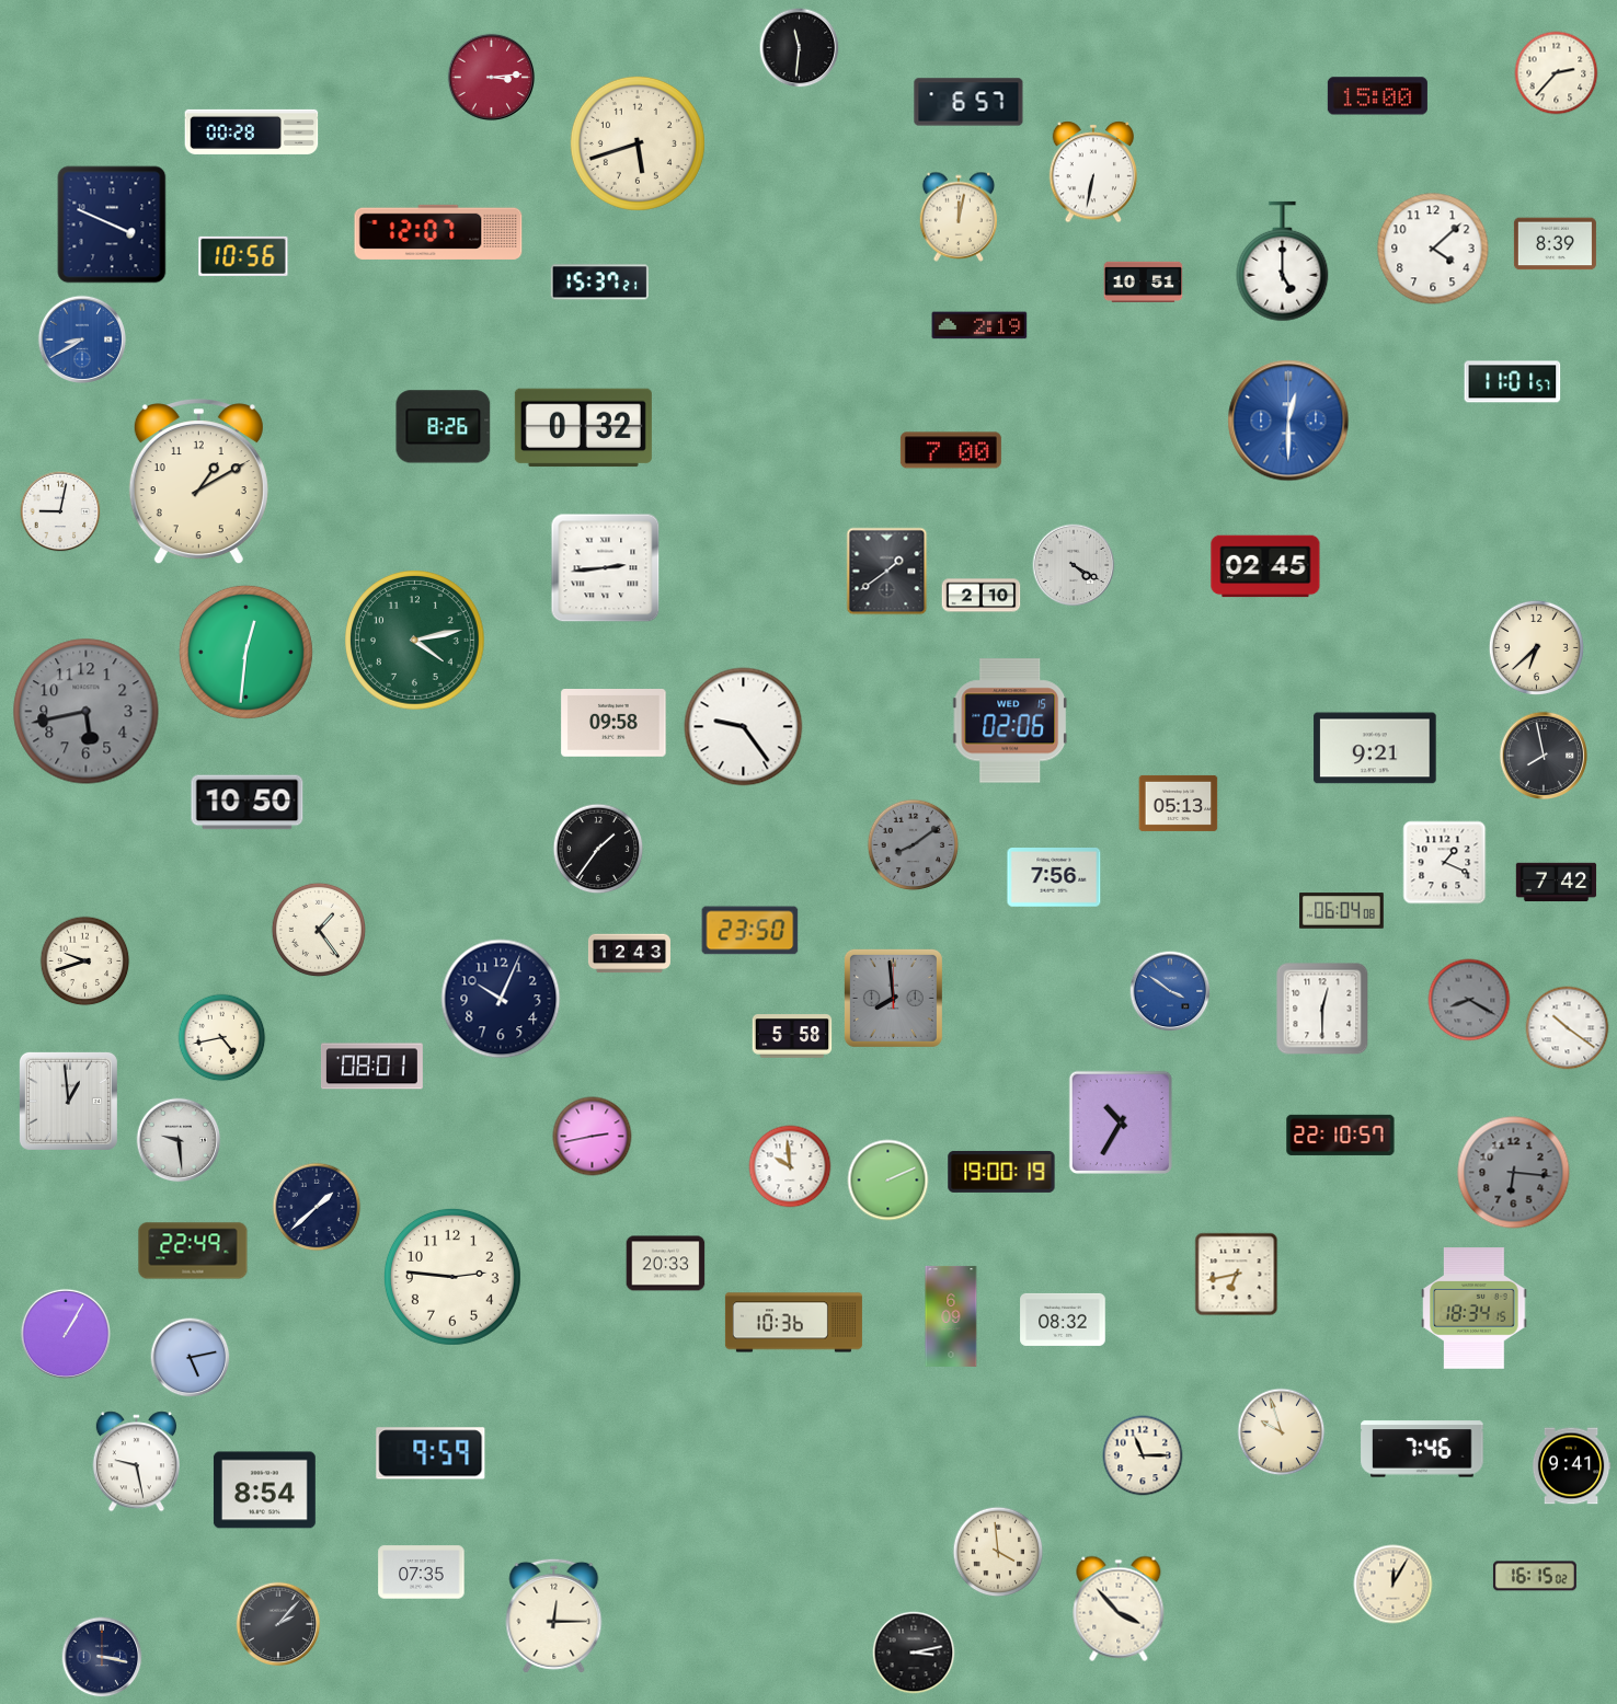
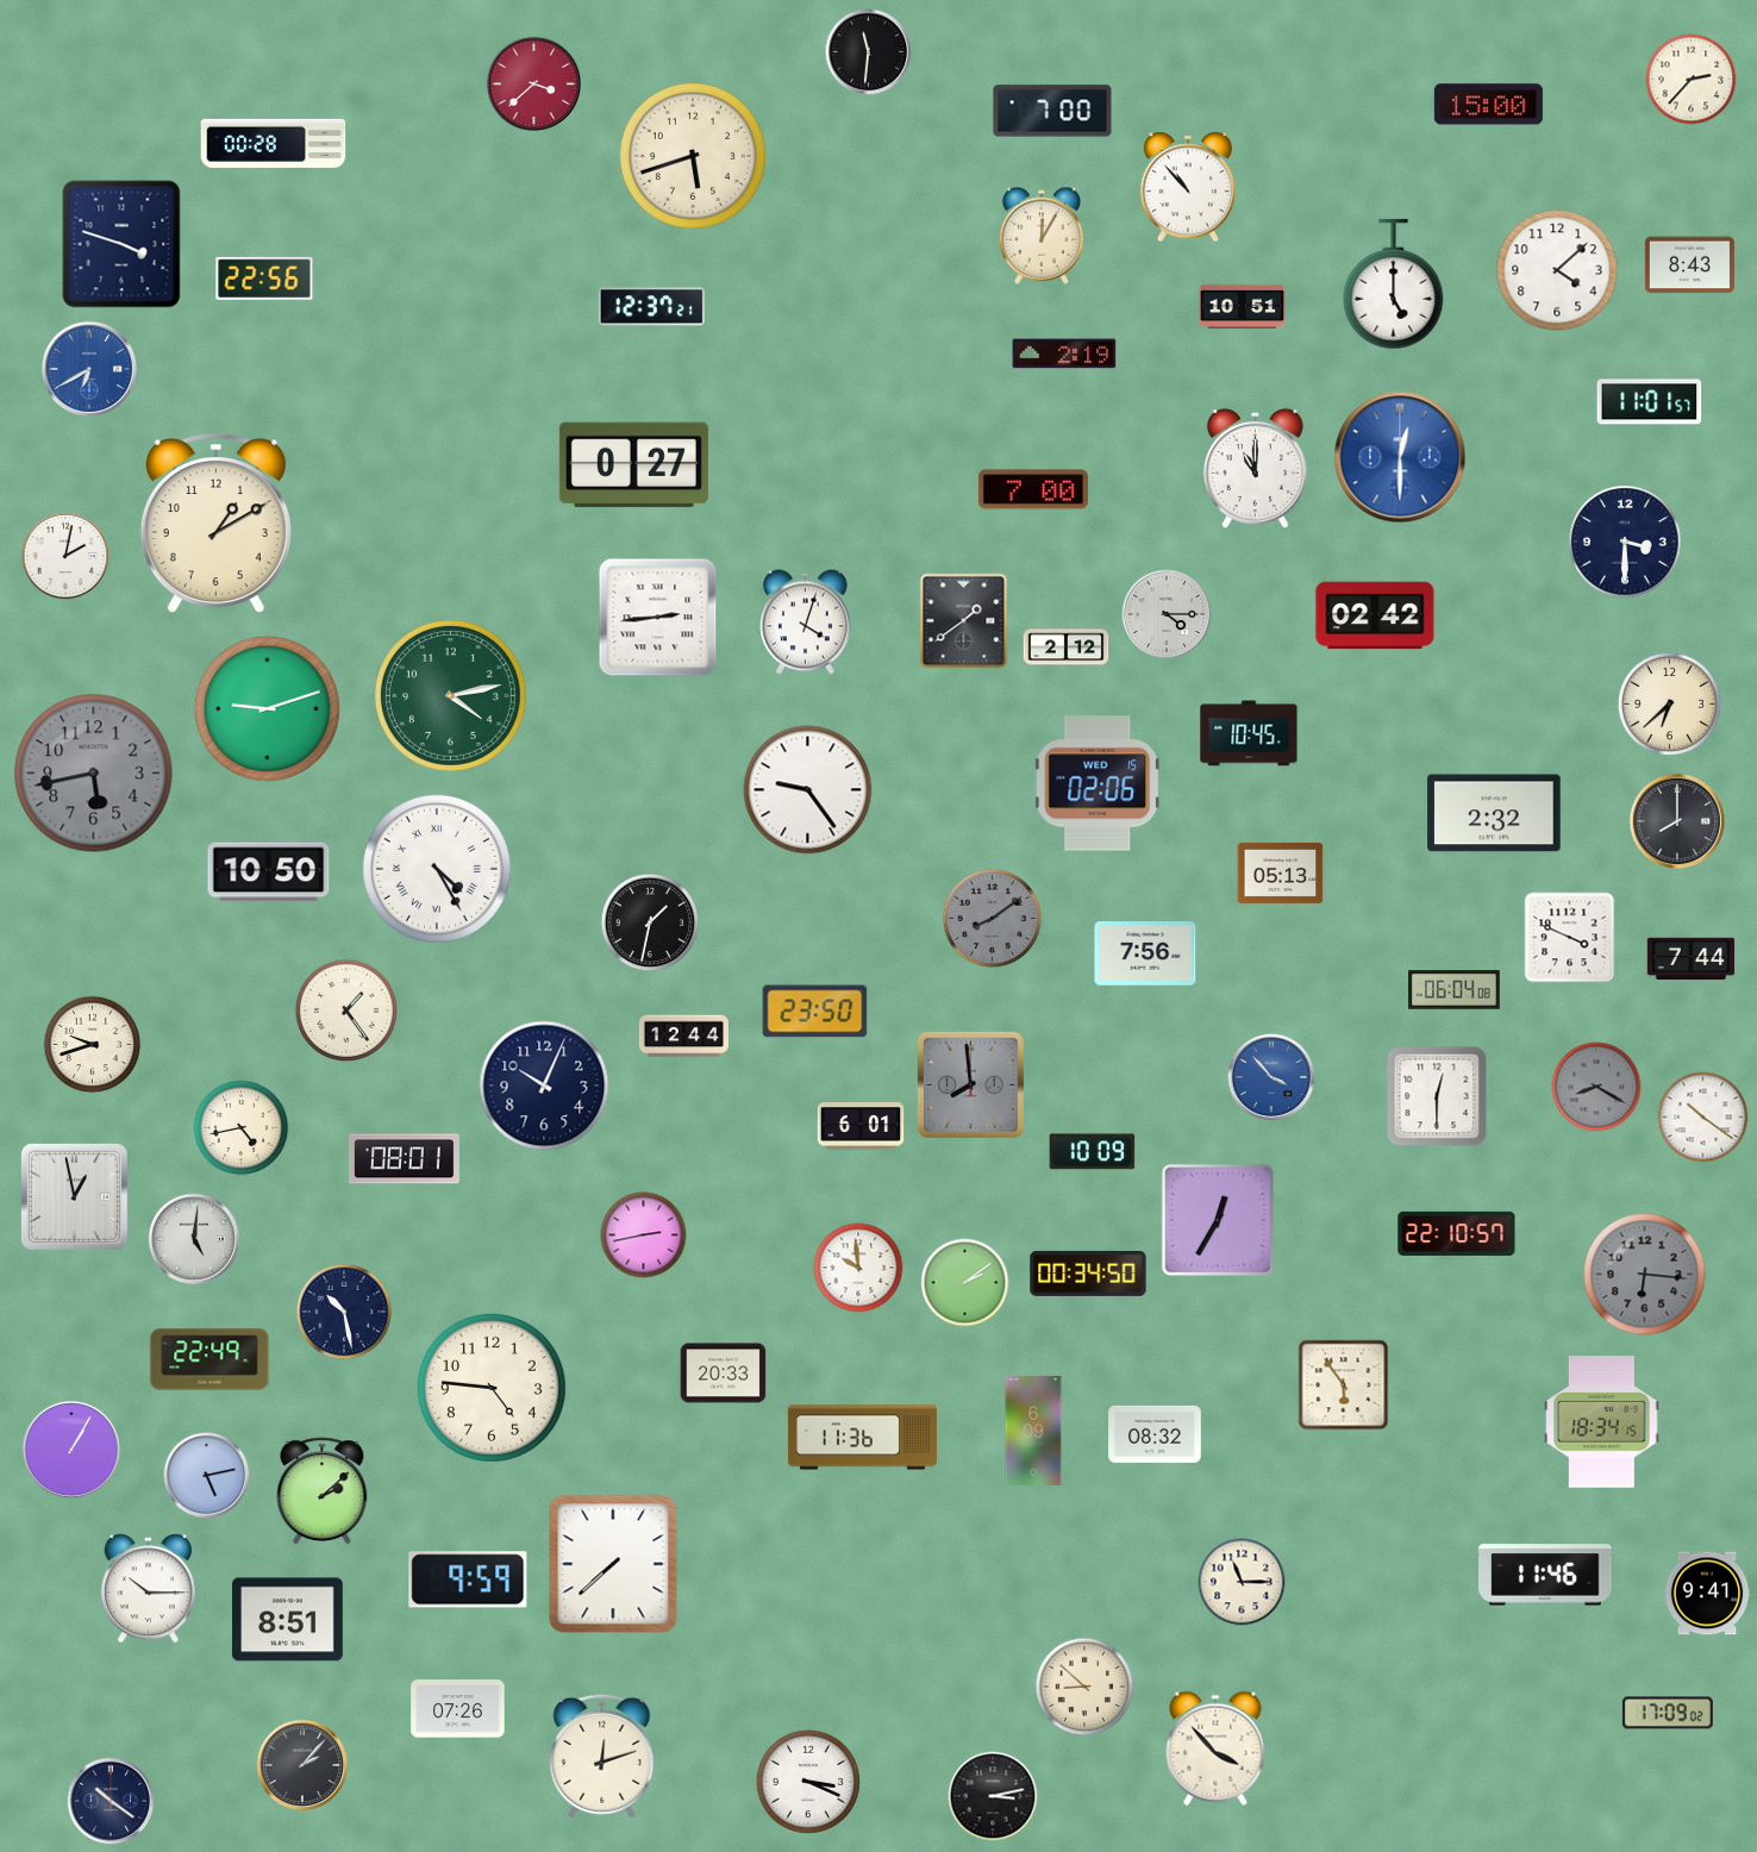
clock at (492, 78): 3:14 -> 3:38
clock at (1377, 96) position: (1377, 96) -> (1488, 105)
clock at (968, 102): 6:57 -> 7:00
clock at (1093, 172): 6:32 -> 10:53
clock at (959, 217): 12:02 -> 12:05
clock at (112, 224): 3:49 -> 3:48
clock at (438, 232): 12:07 -> none
clock at (1555, 244): 8:39 -> 8:43
clock at (243, 256): 10:56 -> 22:56
clock at (600, 283): 15:37 -> 12:37
clock at (82, 339): 8:40 -> 6:40
clock at (1513, 382) position: (1513, 382) -> (1650, 402)
clock at (444, 427): 8:26 -> none
clock at (583, 428): 0:32 -> 0:27
clock at (1255, 468): none -> 11:00
clock at (1625, 542): none -> 3:30
clock at (60, 511): 9:02 -> 2:02
clock at (1074, 565): 4:20 -> 4:15
clock at (1265, 566): 02:45 -> 02:42
clock at (806, 622): none -> 4:03
clock at (982, 596): 2:10 -> 2:12
clock at (245, 652): 12:31 -> 9:12
clock at (1249, 733): none -> 10:45
clock at (613, 724): 09:58 -> none
clock at (1375, 748): 9:21 -> 2:32
clock at (1544, 756): 7:58 -> 8:00
clock at (437, 869): none -> 4:25
clock at (598, 849): 1:36 -> 1:32
clock at (1445, 863): 1:19 -> 3:49
clock at (1557, 883): 7:42 -> 7:44
clock at (1342, 911) position: (1342, 911) -> (1455, 990)
clock at (629, 954): 12:43 -> 12:44
clock at (1170, 991): 3:51 -> 3:53
clock at (792, 1036): 5:58 -> 6:01
clock at (1093, 1152): none -> 10:09
clock at (68, 1101): 12:59 -> 12:58
clock at (1120, 1121): 10:35 -> 12:35
clock at (179, 1140): 9:29 -> 5:01
clock at (1001, 1172): 19:00 -> 00:34
clock at (888, 1181): 2:11 -> 2:09
clock at (317, 1207): 1:38 -> 10:28
clock at (1237, 1275): 6:43 -> 5:54
clock at (452, 1277): 2:46 -> 4:46
clock at (793, 1323): 10:36 -> 11:36
clock at (323, 1491): none -> 2:08
clock at (1282, 1432): 9:57 -> none
clock at (613, 1564): none -> 7:38
clock at (1422, 1449): 7:46 -> 11:46
clock at (136, 1462): 9:28 -> 10:15
clock at (264, 1490): 8:54 -> 8:51
clock at (998, 1552): 3:59 -> 8:52
clock at (422, 1573): 07:35 -> 07:26
clock at (1535, 1576): 16:15 -> 17:09
clock at (1394, 1585): 12:05 -> none
clock at (554, 1615): 12:15 -> 12:12
clock at (808, 1782): none -> 3:19
clock at (102, 1657): 3:17 -> 10:21
